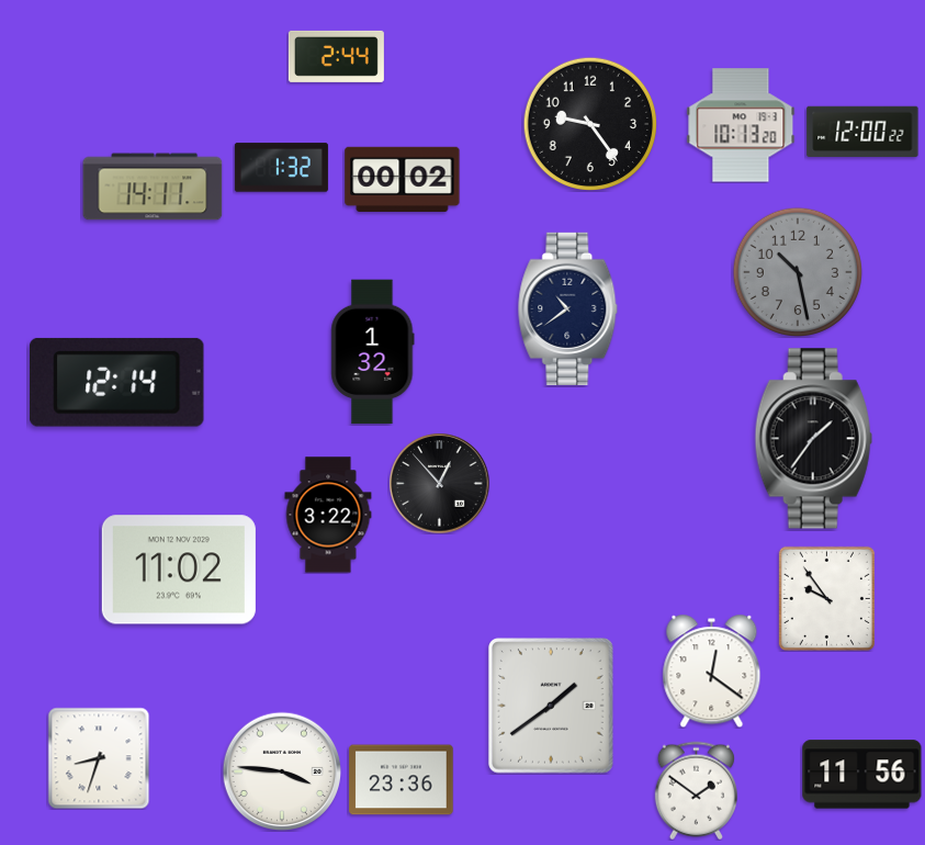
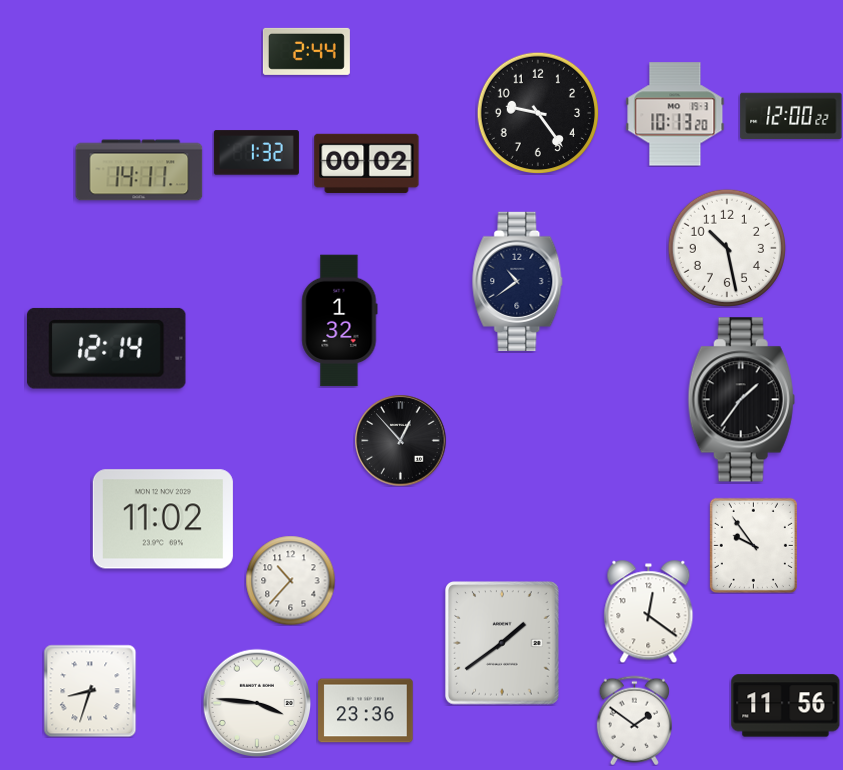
clock at (862, 132) position: (862, 132) -> (791, 116)
clock at (798, 272) dial: grey -> white
clock at (328, 515): 3:22 -> none
clock at (290, 580): none -> 10:37
